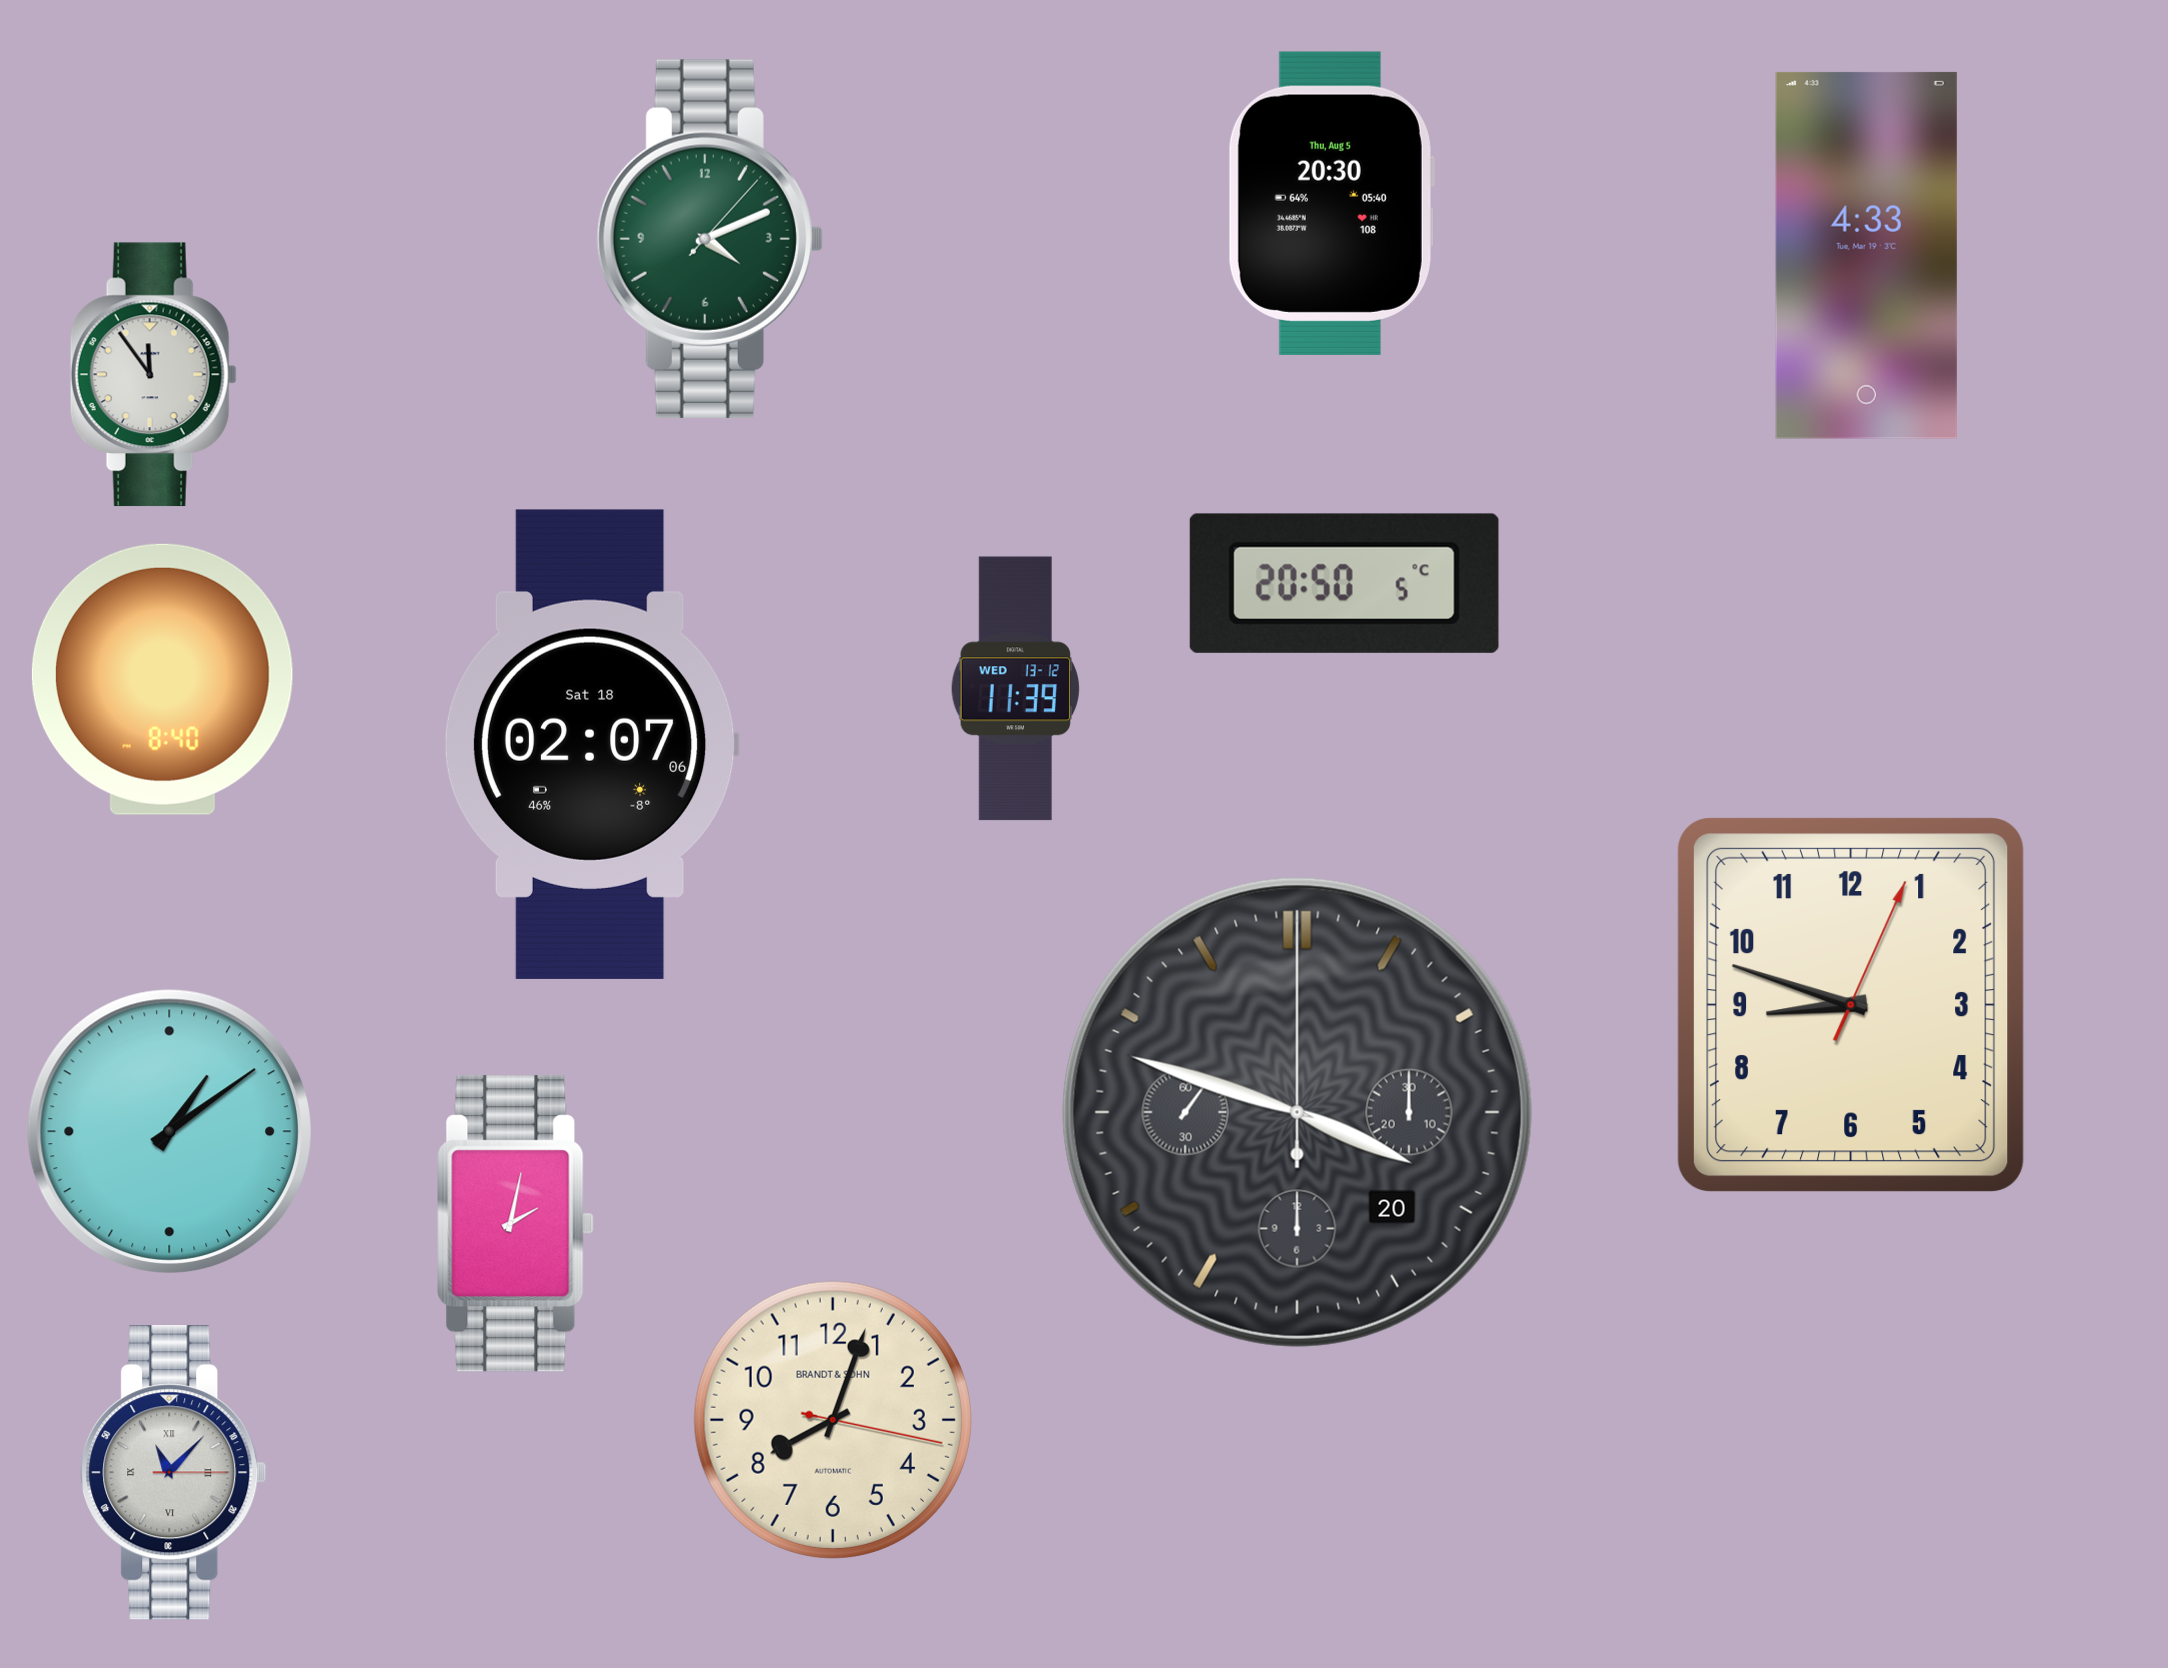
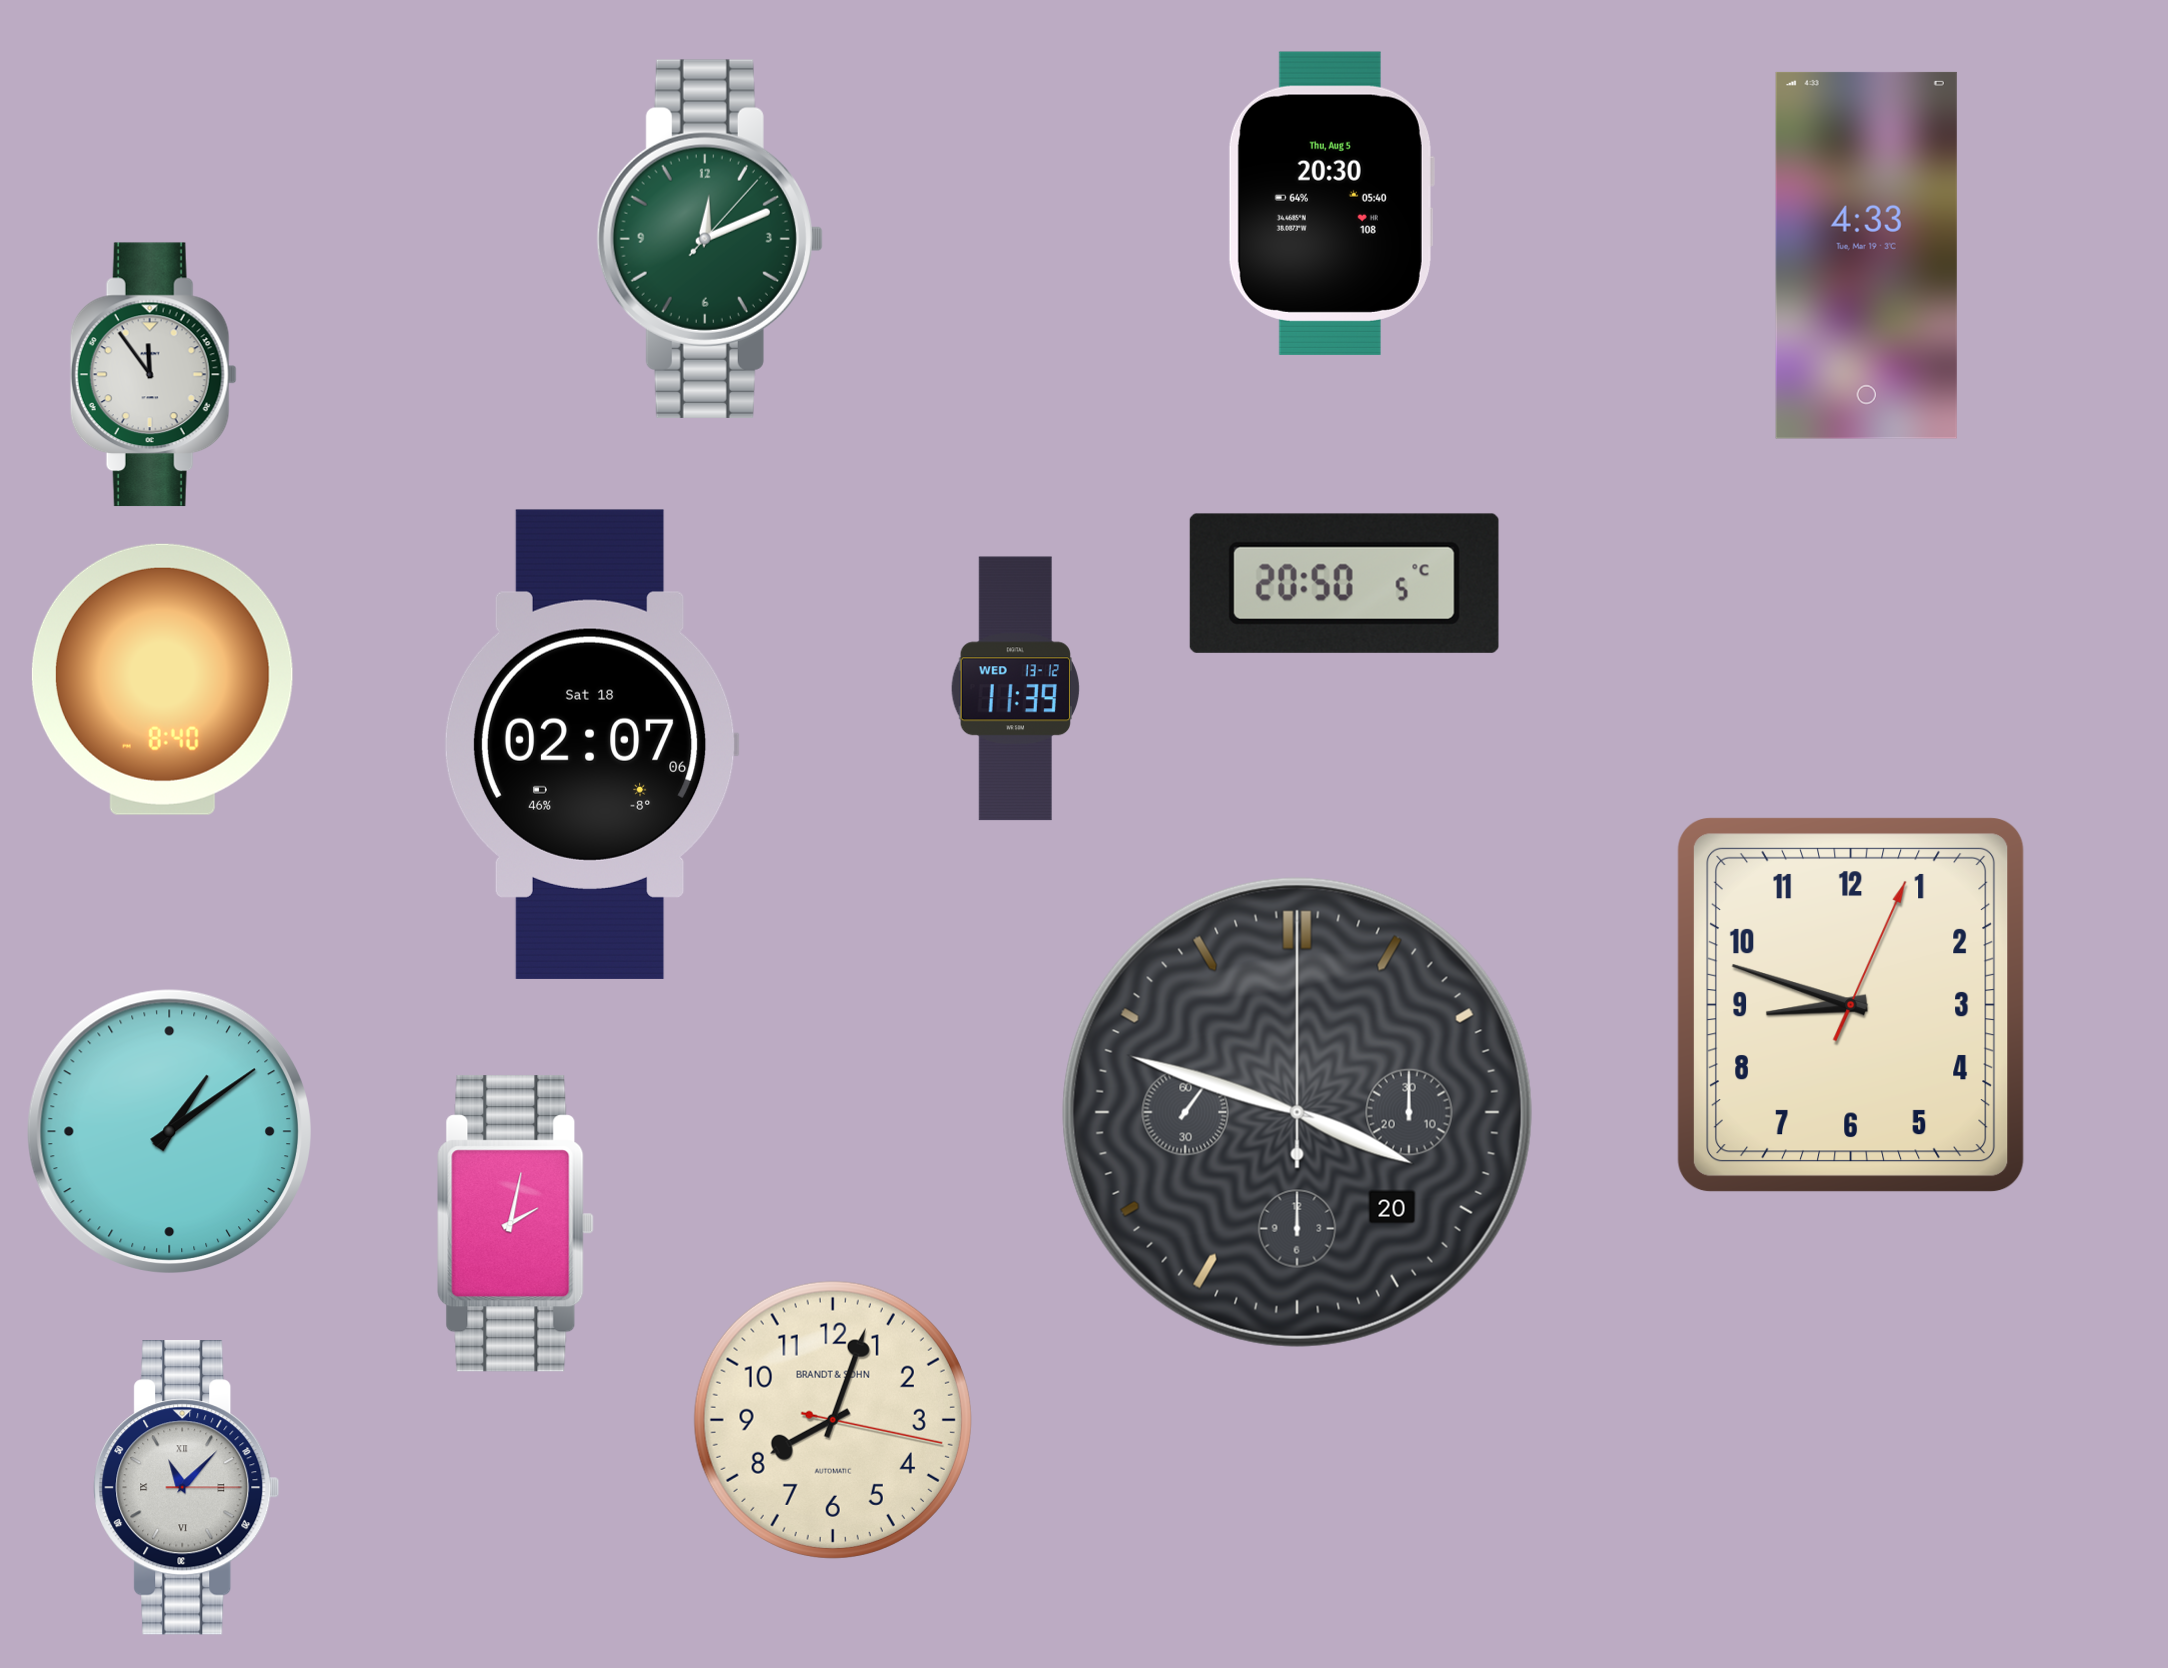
clock at (710, 239): 4:11 -> 12:11
clock at (174, 1473) position: (174, 1473) -> (187, 1488)
